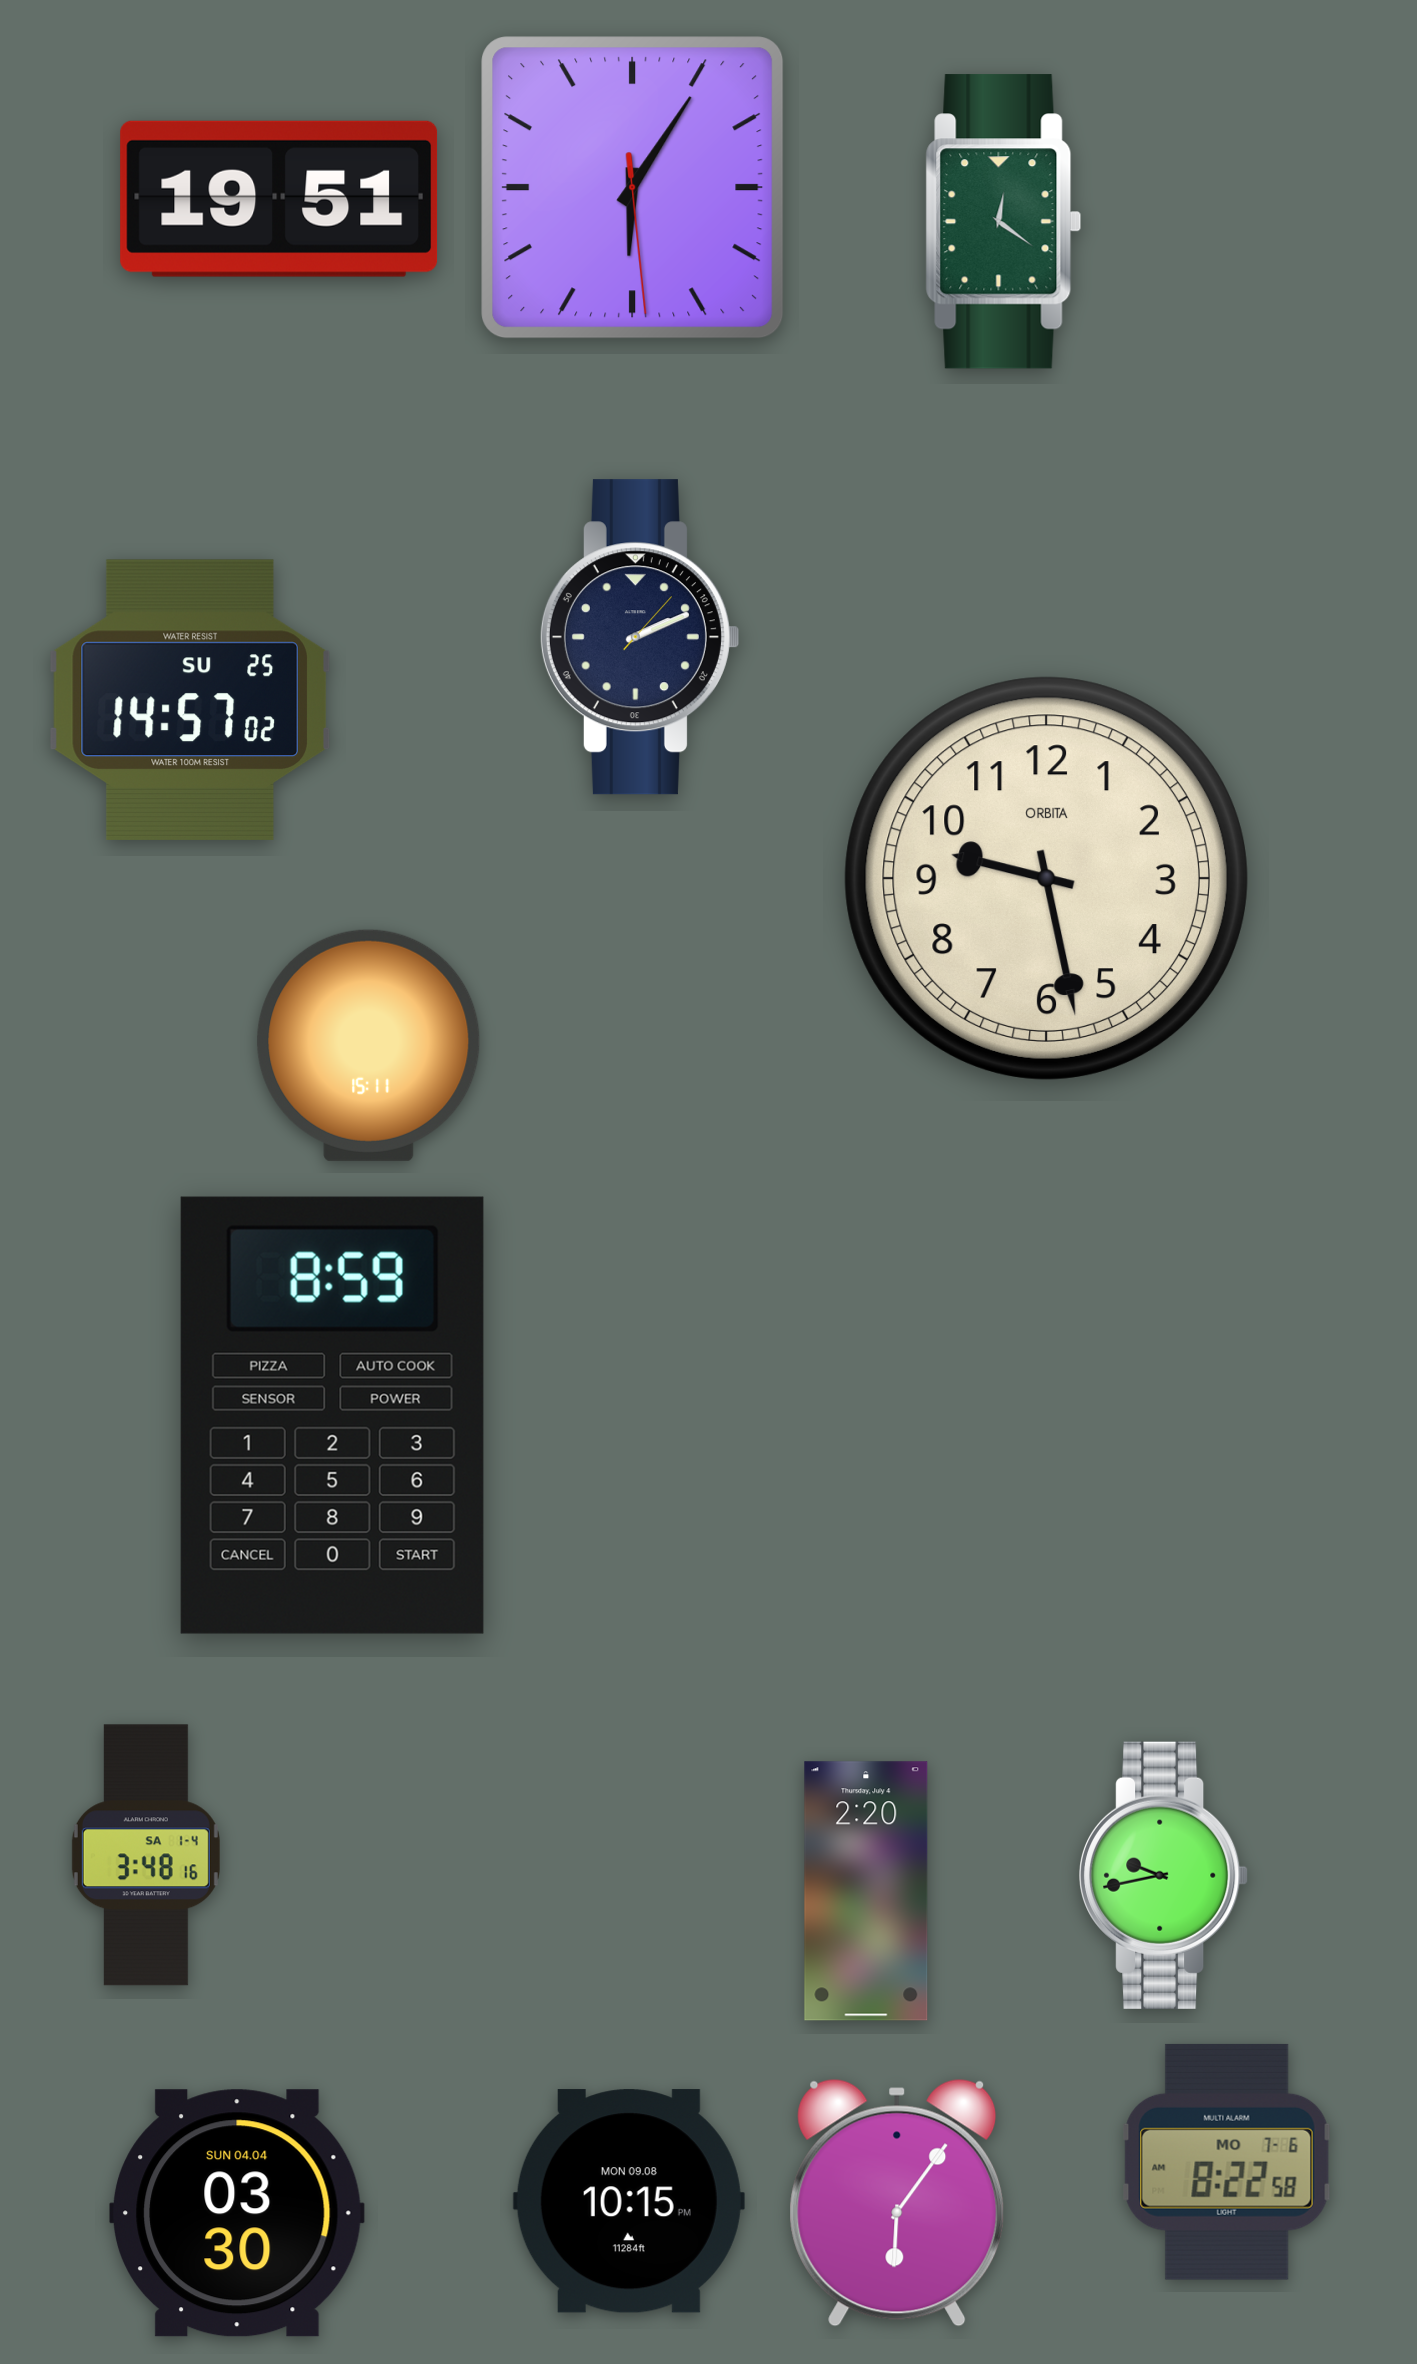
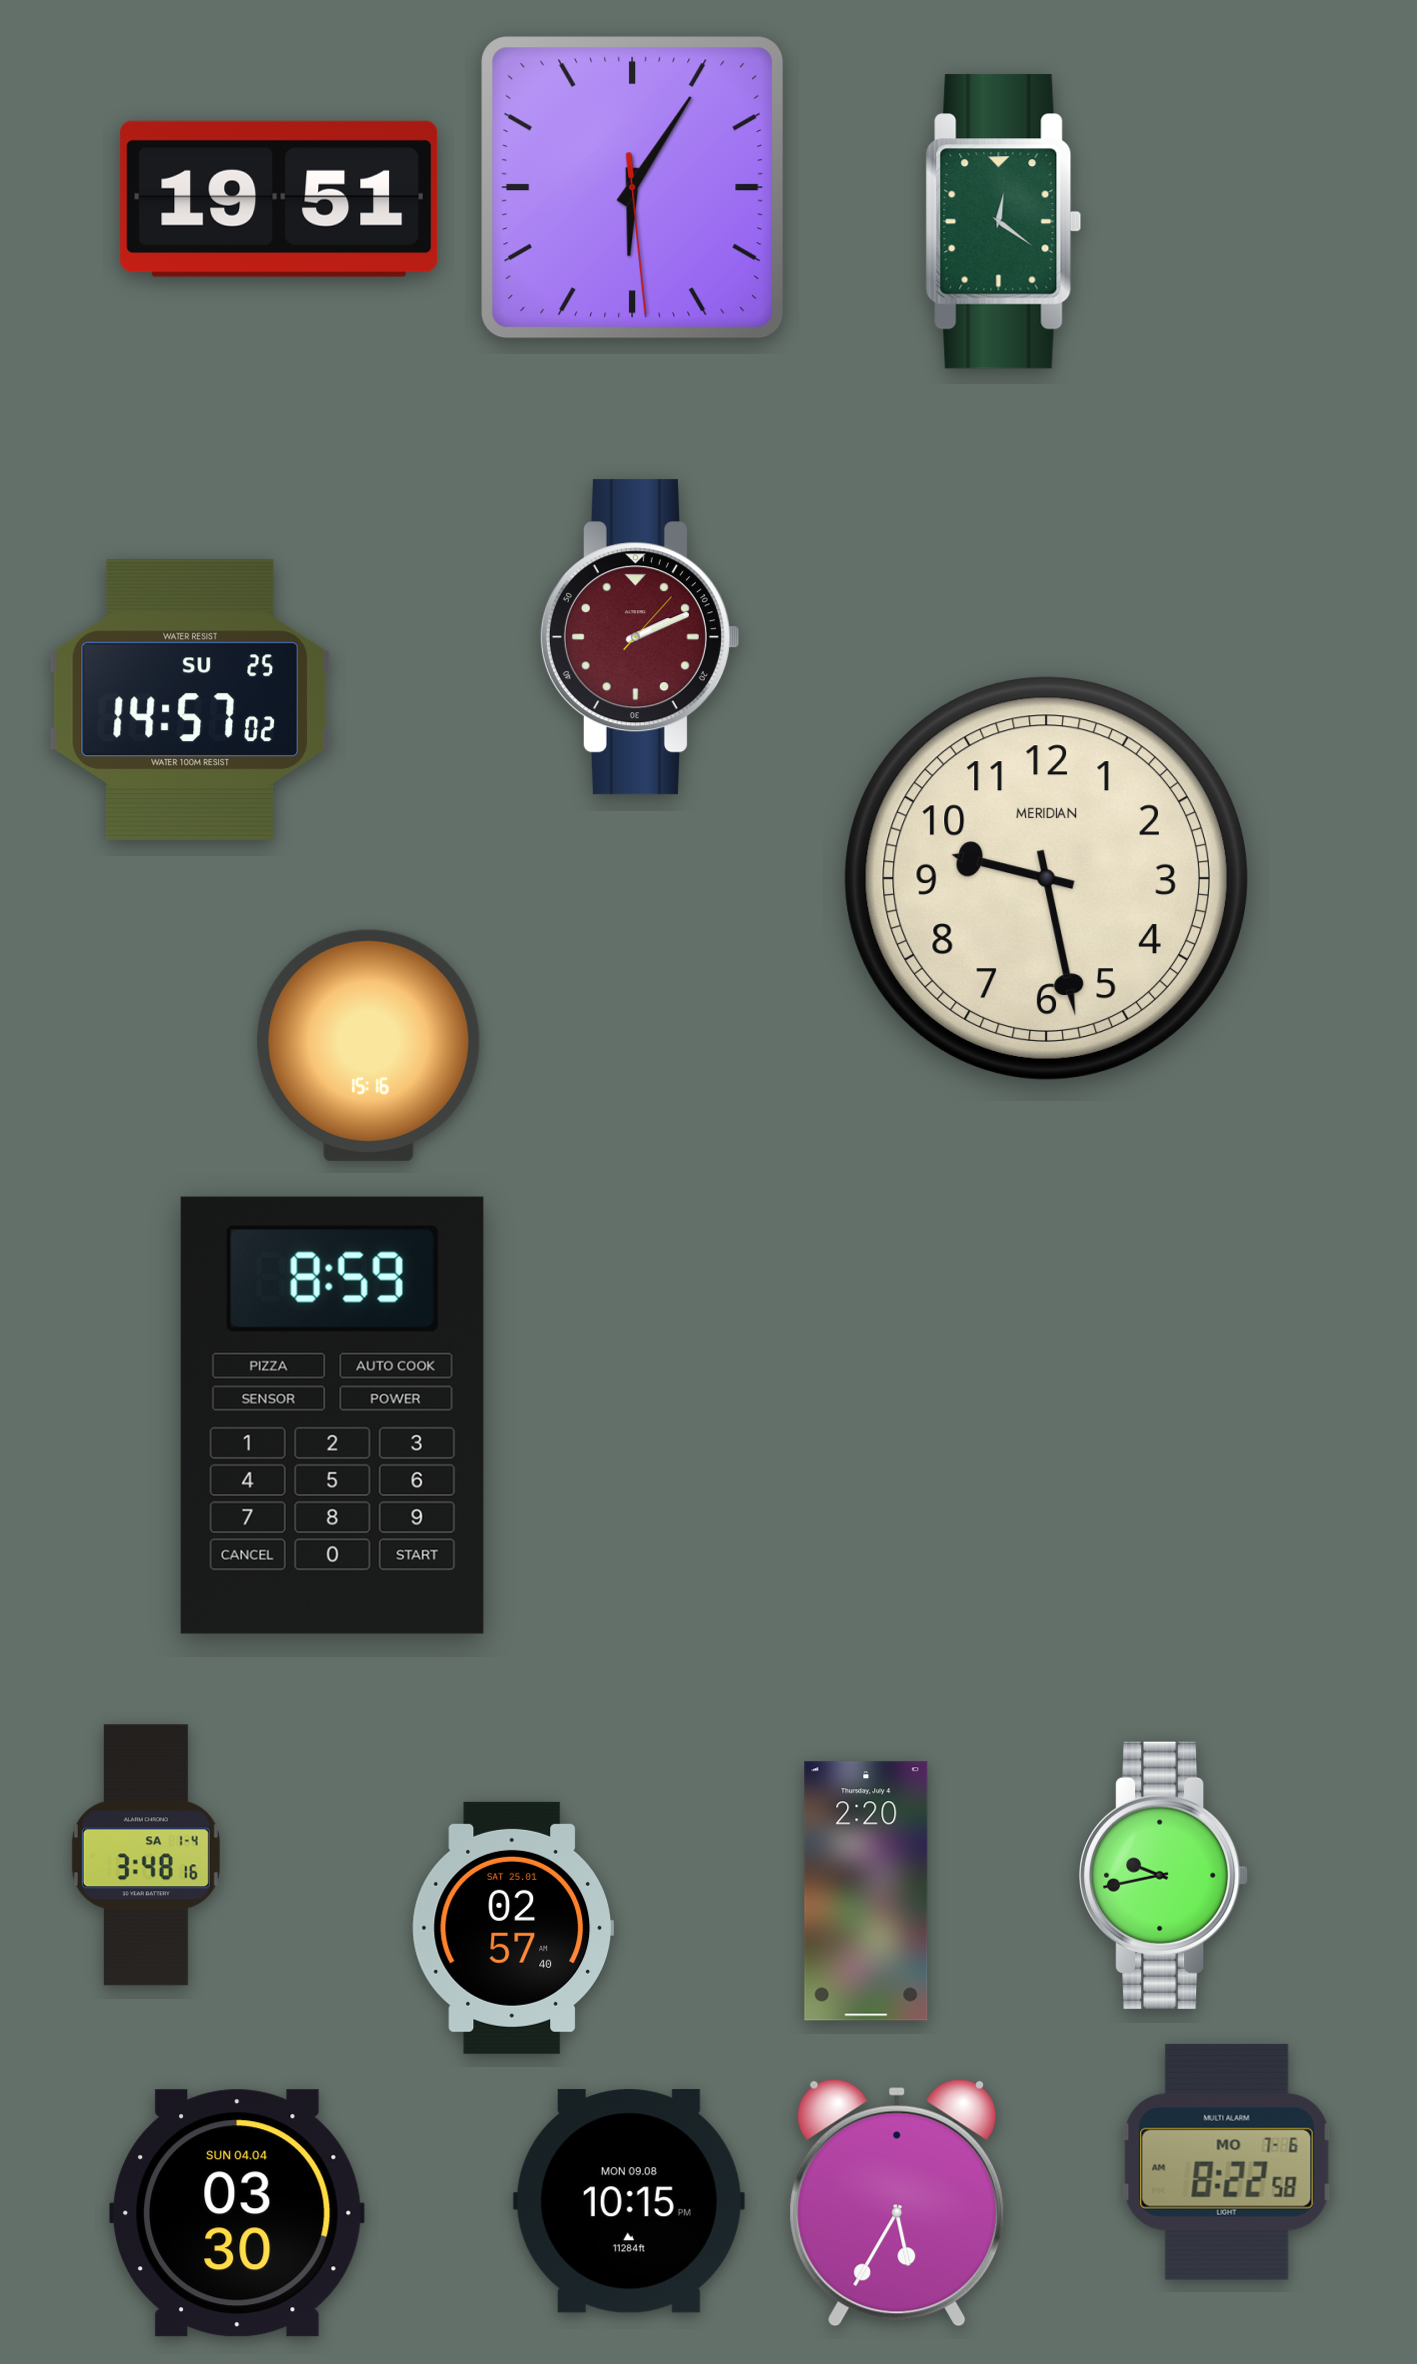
clock at (639, 637) dial: navy -> burgundy
clock at (1046, 878) brand: ORBITA -> MERIDIAN
clock at (369, 1045): 15:11 -> 15:16
clock at (512, 1928): none -> 02:57
clock at (897, 2203): 6:06 -> 5:35
